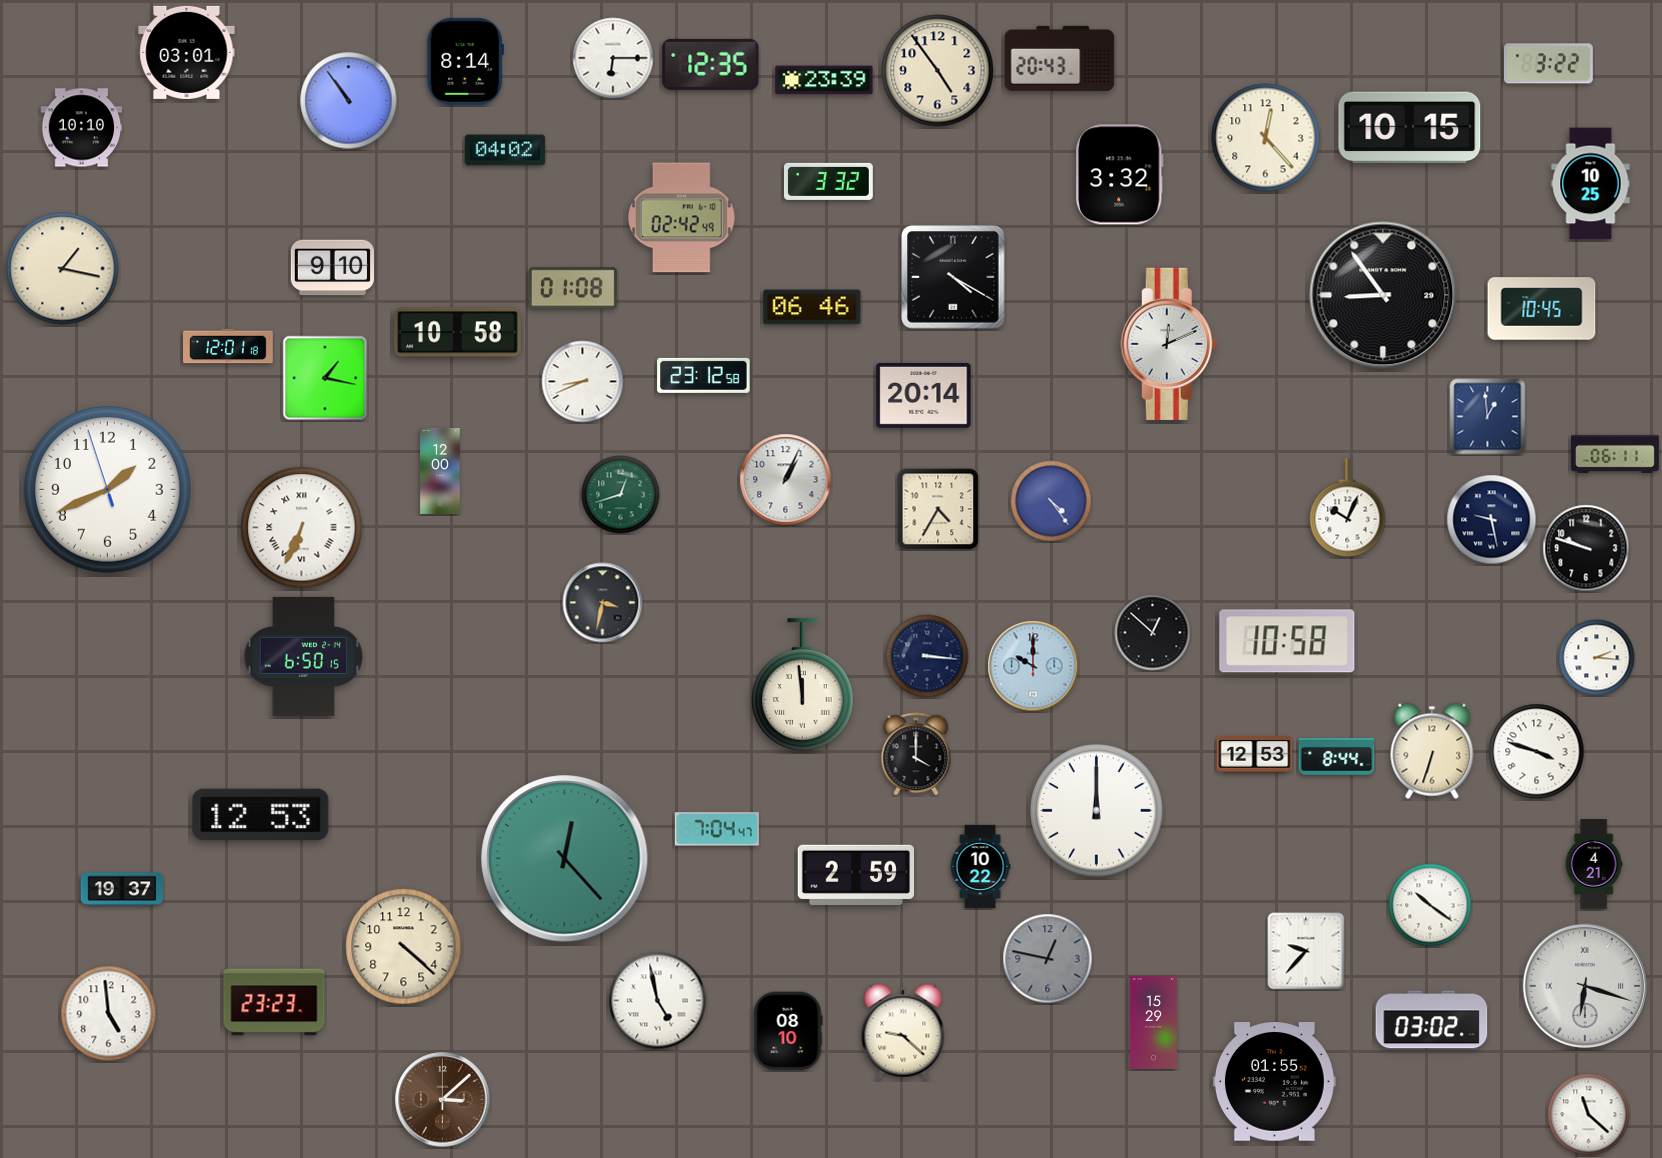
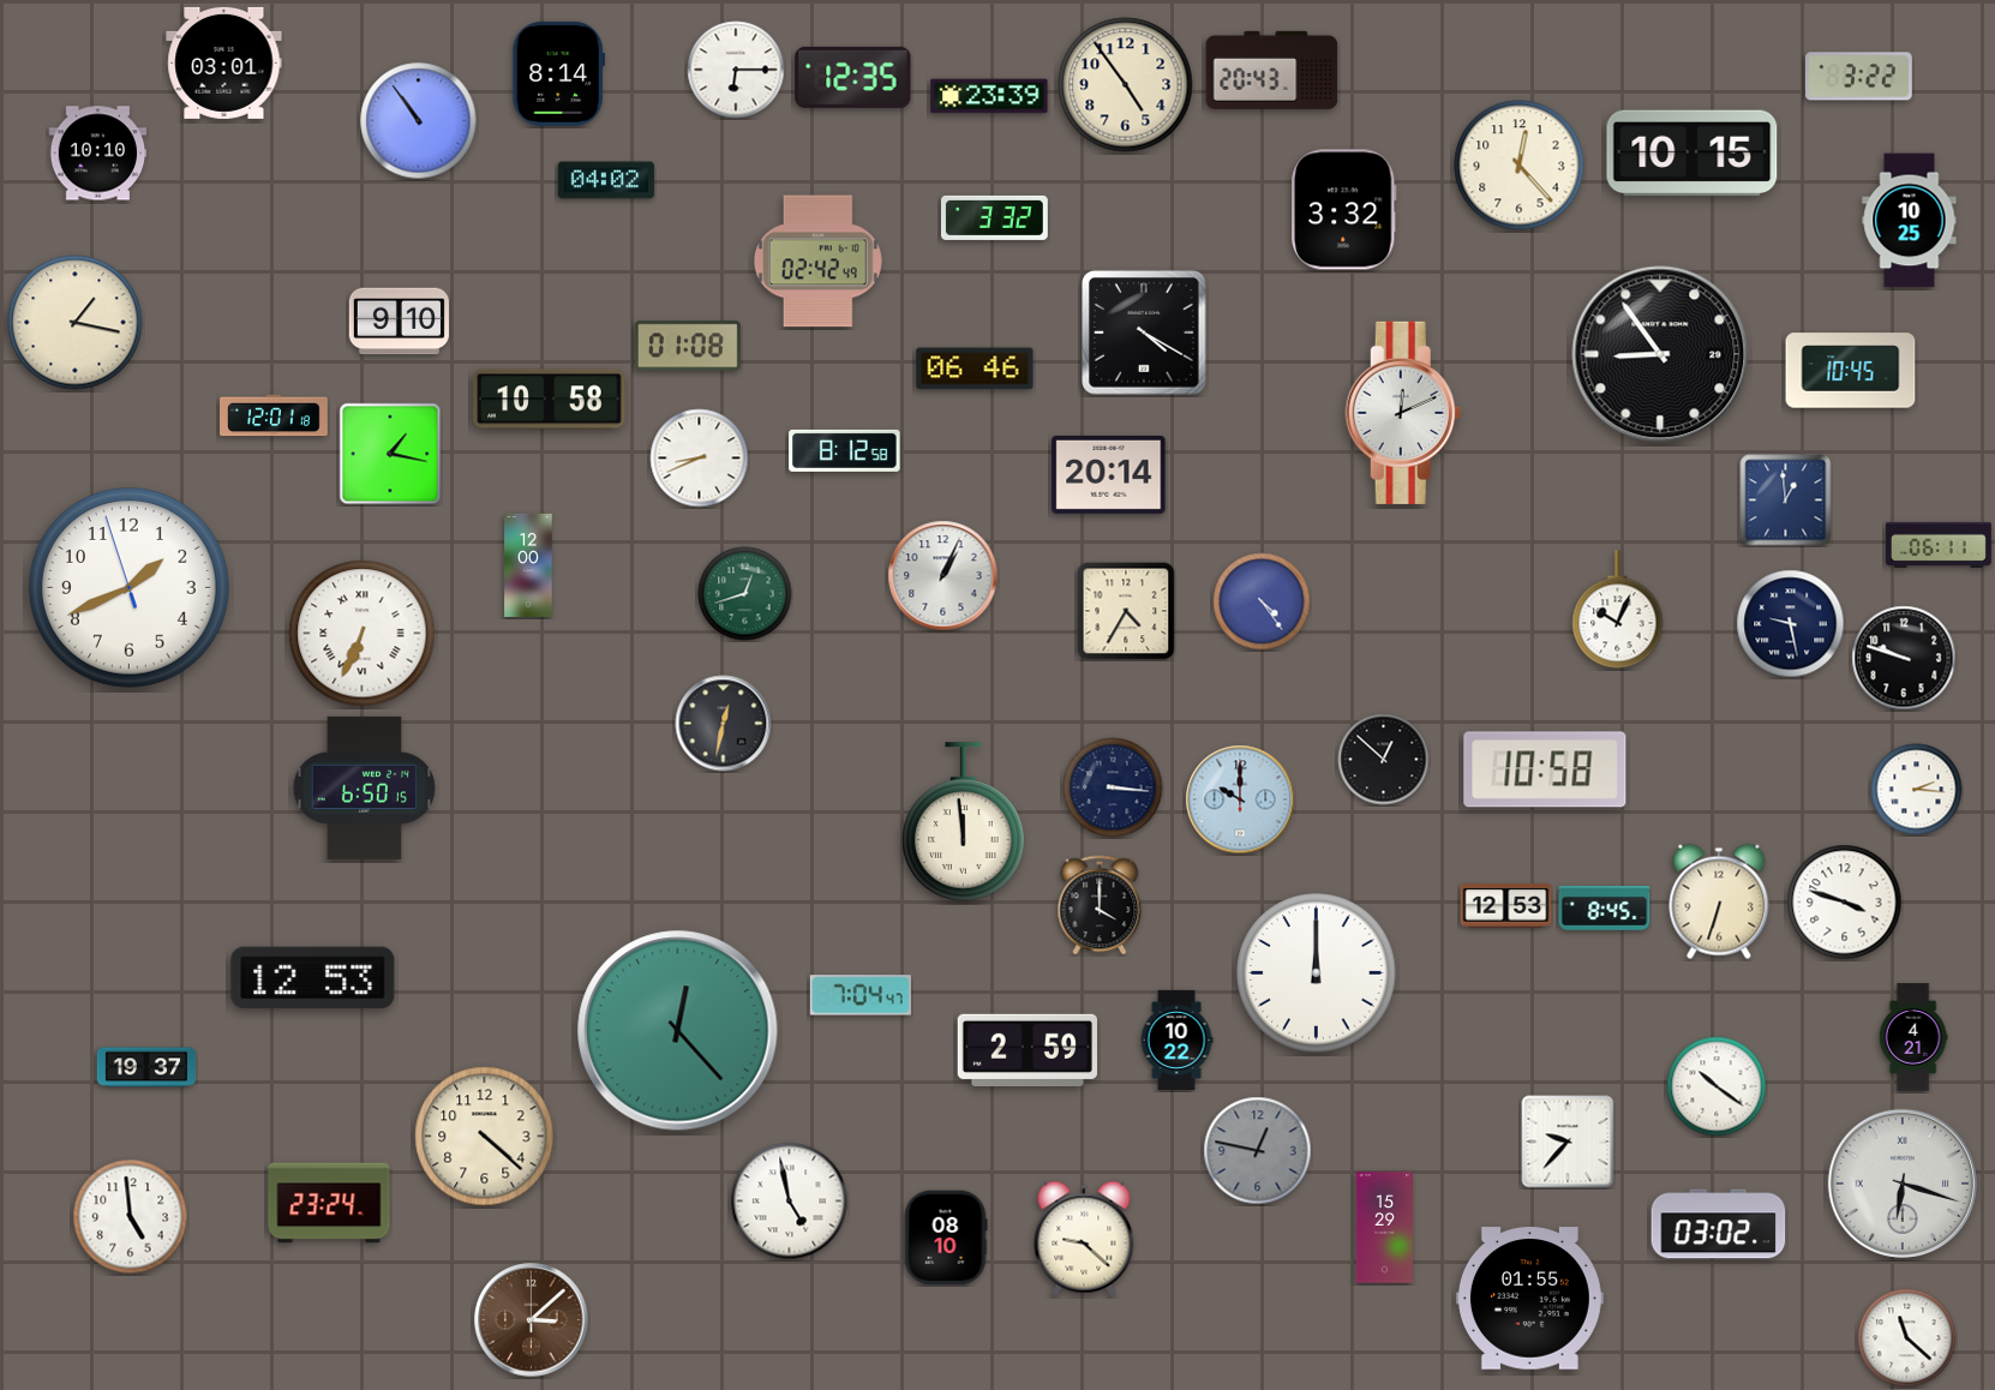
clock at (704, 375): 23:12 -> 8:12
clock at (603, 603): 3:32 -> 12:32
clock at (1337, 757): 8:44 -> 8:45
clock at (274, 1002): 23:23 -> 23:24
